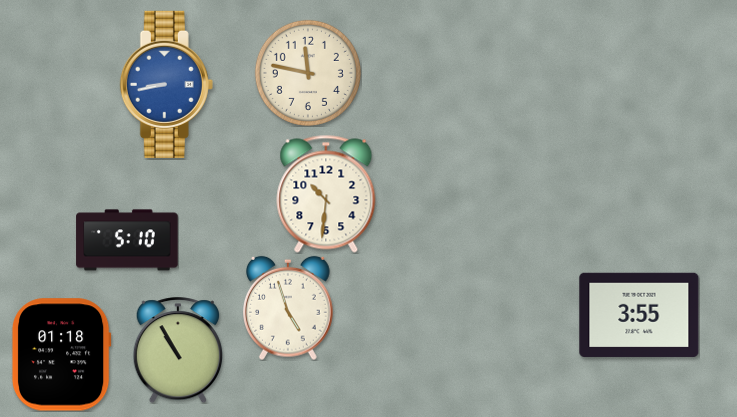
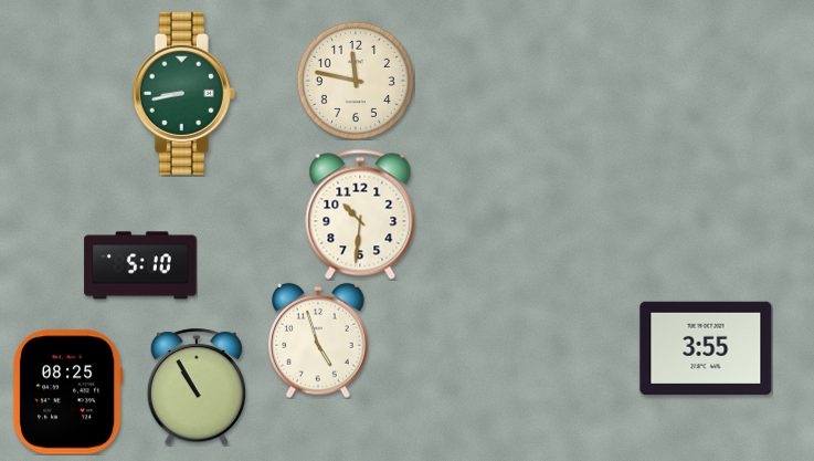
clock at (308, 73) position: (308, 73) -> (356, 81)
clock at (166, 84) dial: blue -> green
clock at (61, 355): 01:18 -> 08:25
